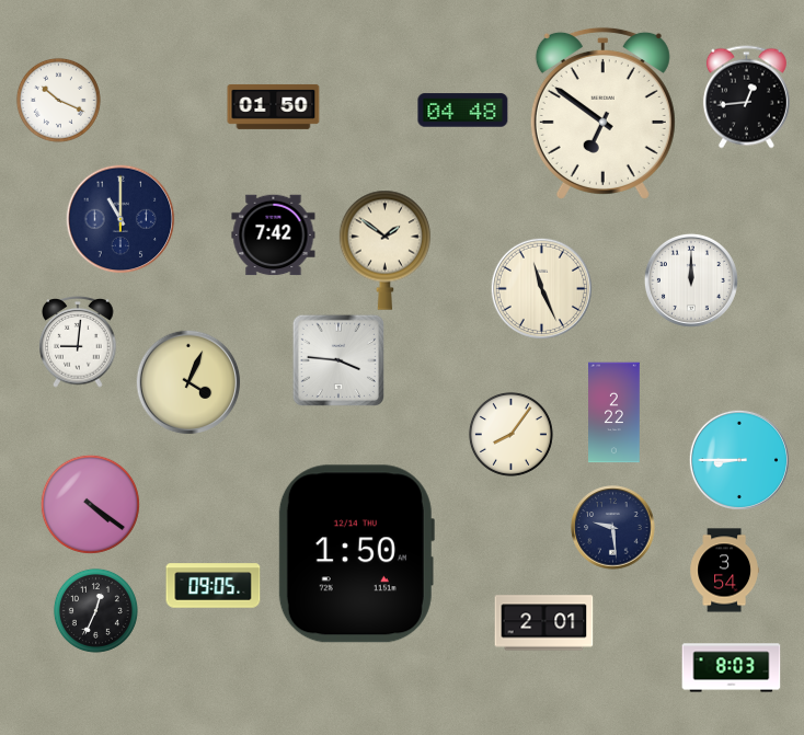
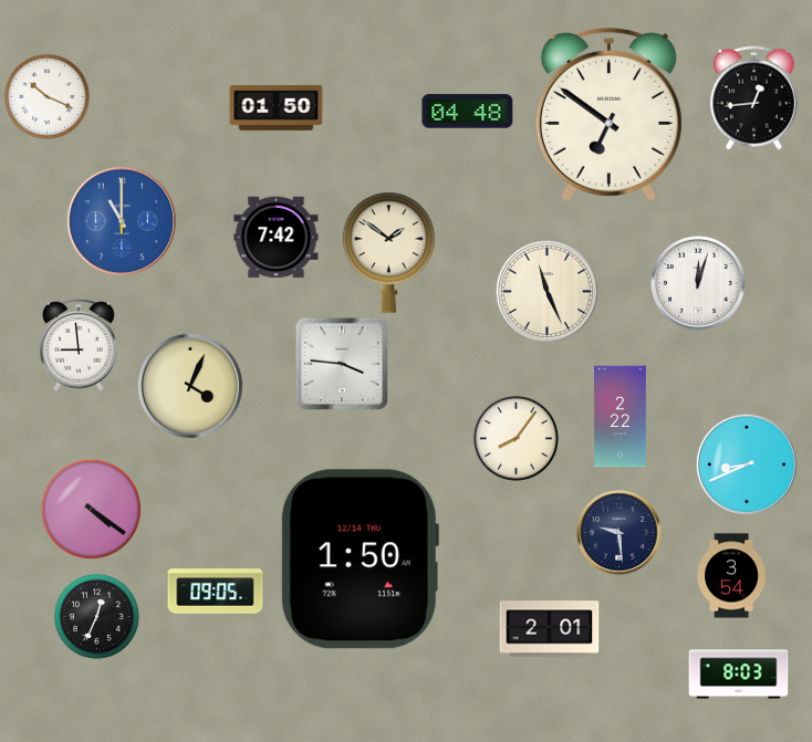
clock at (58, 100) position: (58, 100) -> (46, 96)
clock at (120, 219) dial: navy -> blue
clock at (691, 280): 12:00 -> 12:03
clock at (78, 343): 9:01 -> 8:59
clock at (739, 460): 8:45 -> 8:41
